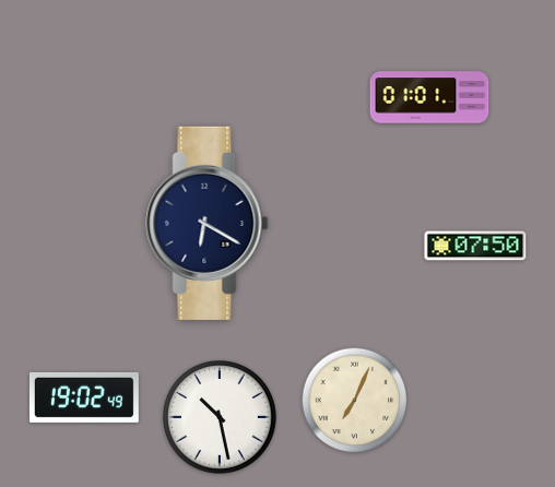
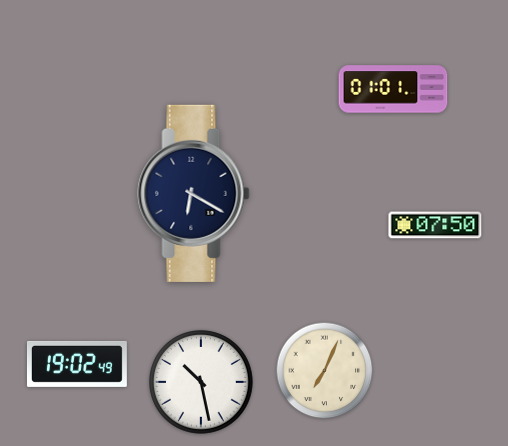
clock at (208, 223) position: (208, 223) -> (194, 193)
clock at (355, 401) position: (355, 401) -> (325, 371)
